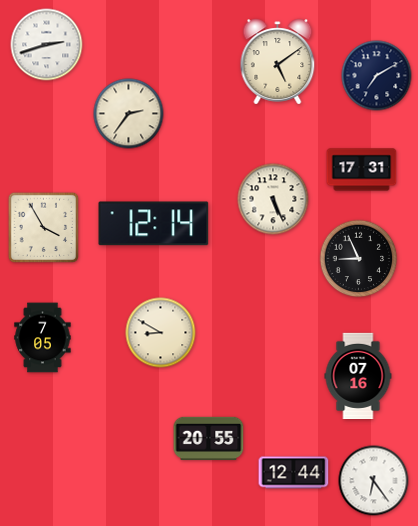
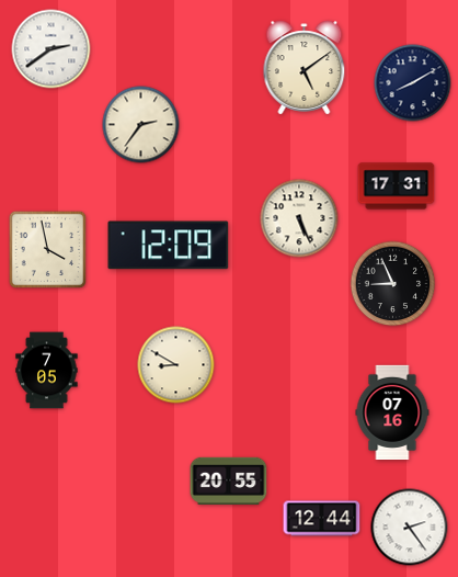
clock at (47, 45): 2:42 -> 2:39
clock at (377, 76): 7:10 -> 8:10
clock at (154, 224): 12:14 -> 12:09
clock at (44, 228): 3:55 -> 3:58
clock at (374, 481): 6:24 -> 2:24
